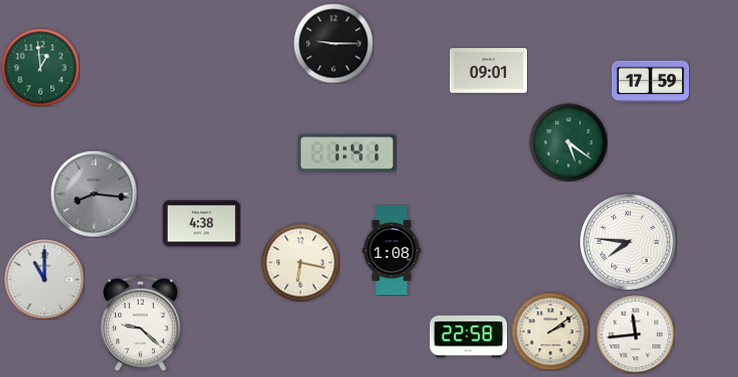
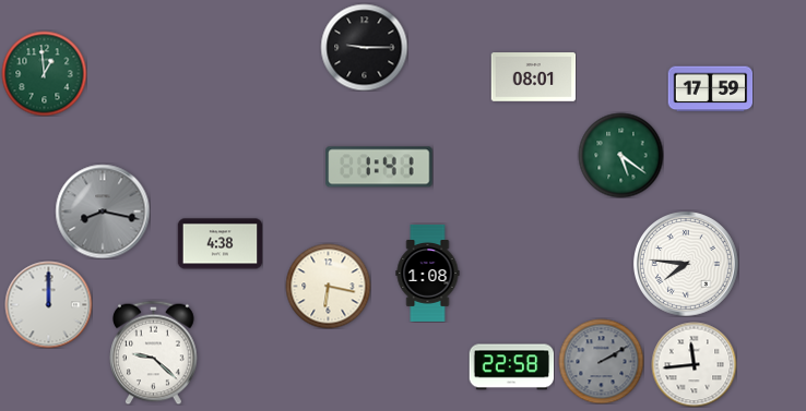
clock at (488, 71): 09:01 -> 08:01
clock at (94, 194): 8:16 -> 8:17
clock at (44, 279): 11:00 -> 12:00
clock at (550, 331): 2:09 -> 2:10
clock at (550, 331) dial: cream -> grey
